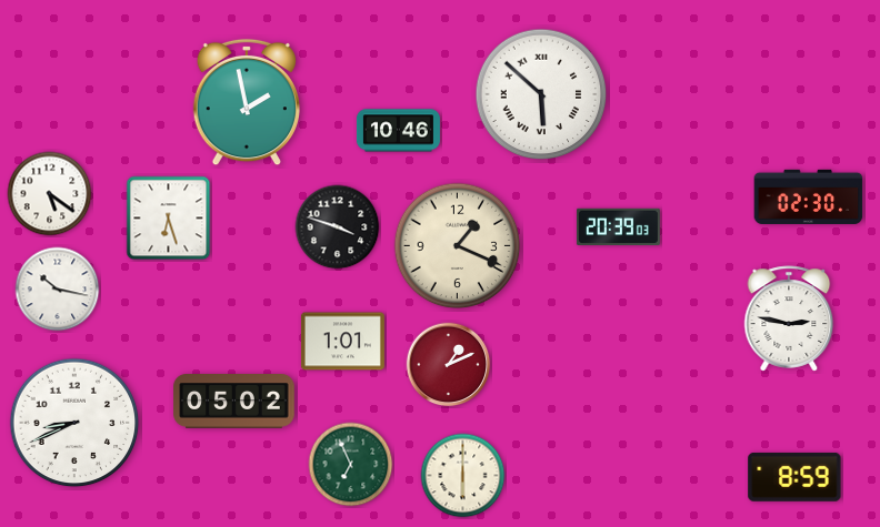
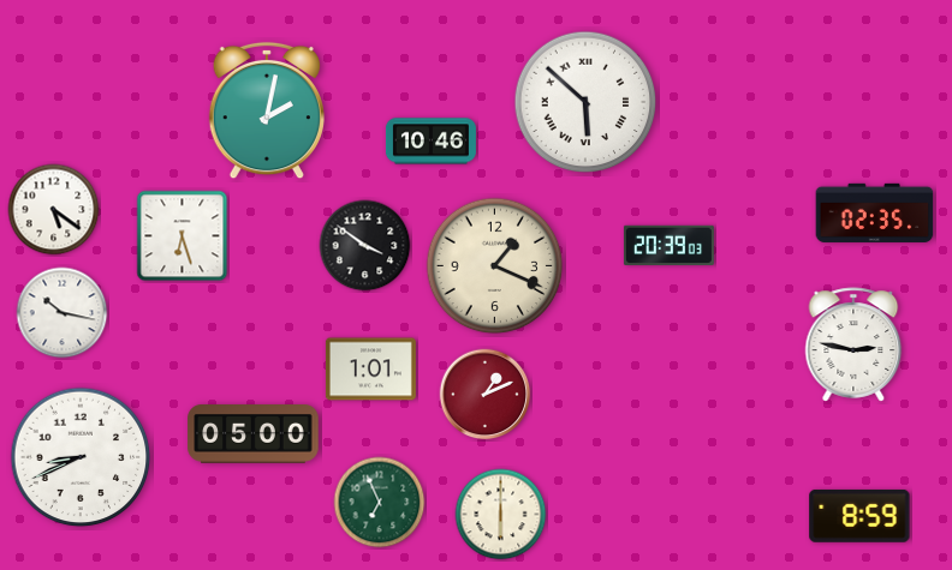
clock at (246, 102): 1:58 -> 2:02
clock at (809, 196): 02:30 -> 02:35
clock at (338, 227): 3:48 -> 3:51
clock at (234, 402): 05:02 -> 05:00
